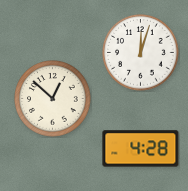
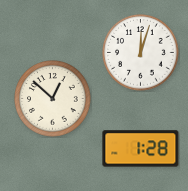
clock at (141, 149): 4:28 -> 1:28
